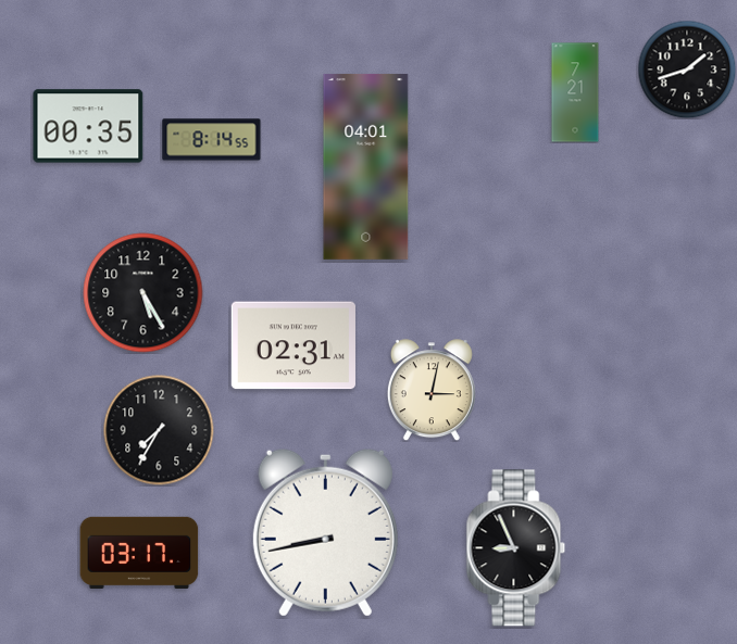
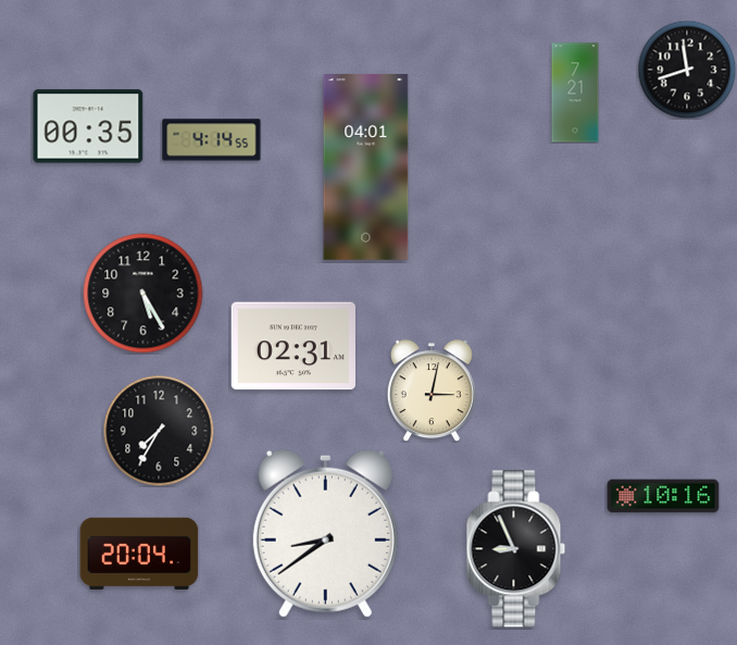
clock at (687, 70): 1:42 -> 11:42
clock at (212, 140): 8:14 -> 4:14
clock at (663, 496): none -> 10:16
clock at (325, 532): 8:43 -> 8:39
clock at (139, 553): 03:17 -> 20:04
